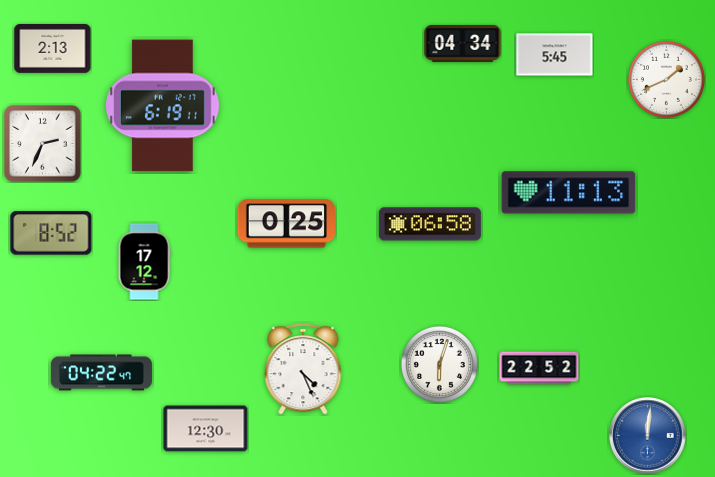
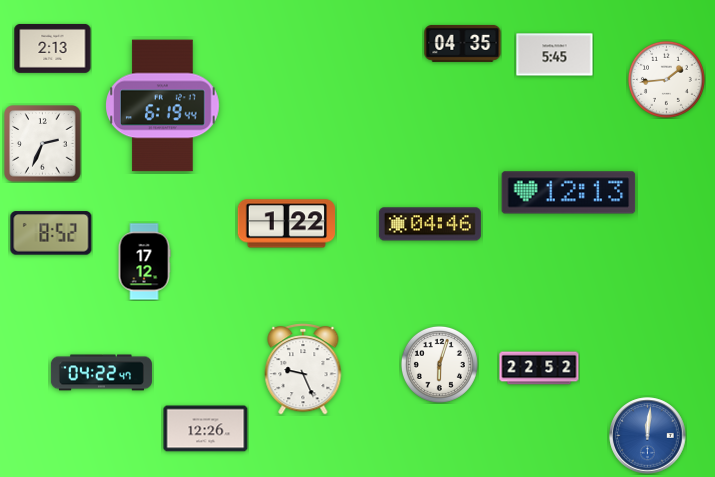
clock at (463, 43): 04:34 -> 04:35
clock at (666, 79): 1:41 -> 1:44
clock at (163, 106): 6:19:11 -> 6:19:44
clock at (569, 193): 11:13 -> 12:13
clock at (286, 224): 0:25 -> 1:22
clock at (430, 224): 06:58 -> 04:46
clock at (303, 369): 4:26 -> 9:26
clock at (206, 429): 12:30 -> 12:26
